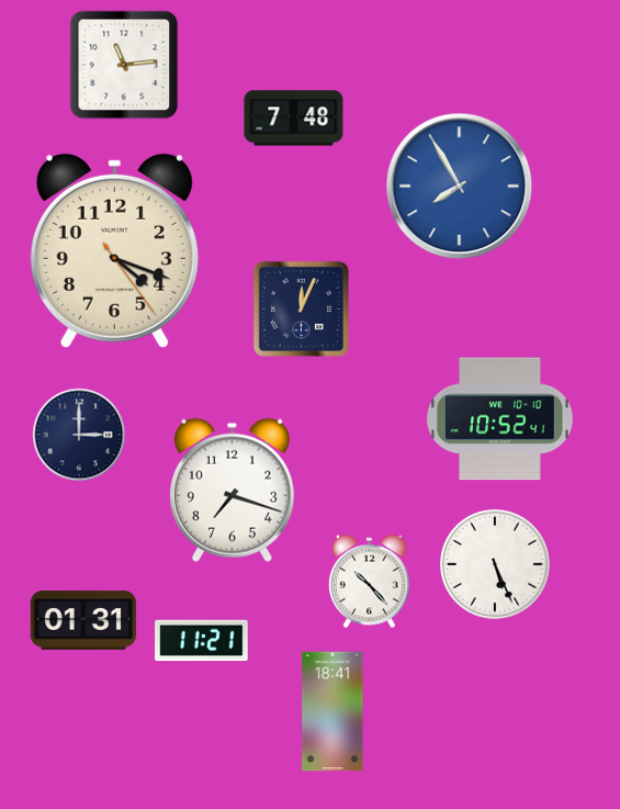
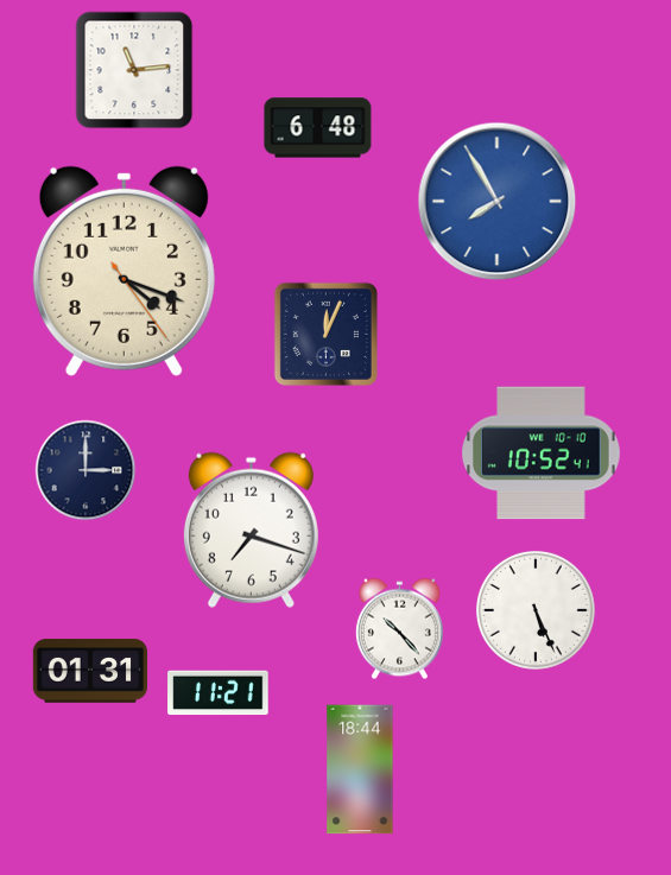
clock at (294, 119): 7:48 -> 6:48
clock at (332, 711): 18:41 -> 18:44
